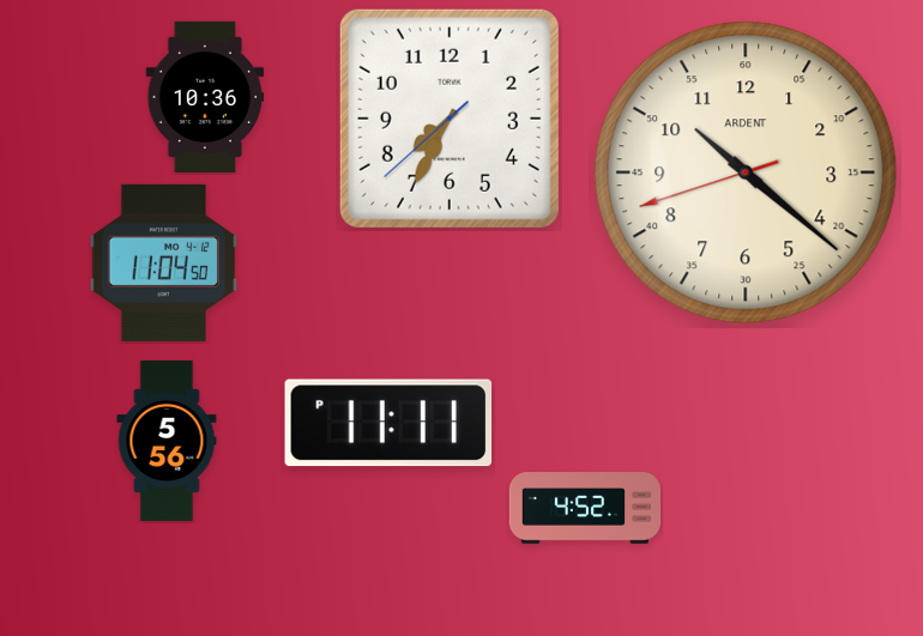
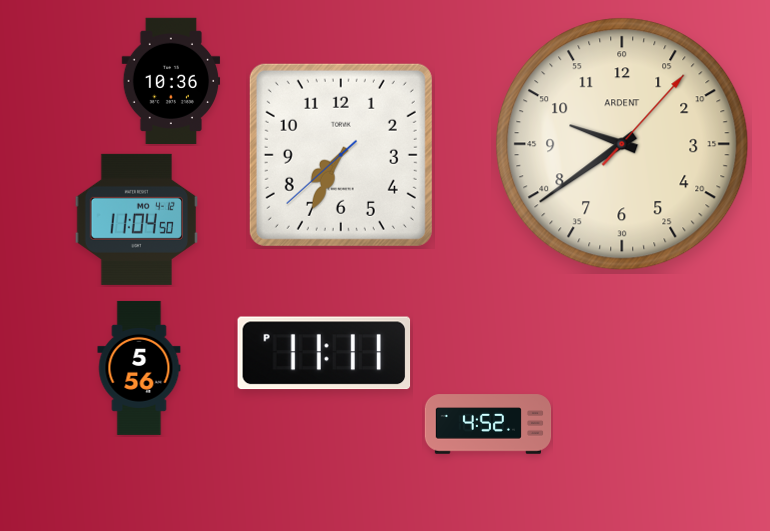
clock at (450, 119) position: (450, 119) -> (341, 155)
clock at (746, 172): 10:21 -> 9:39
